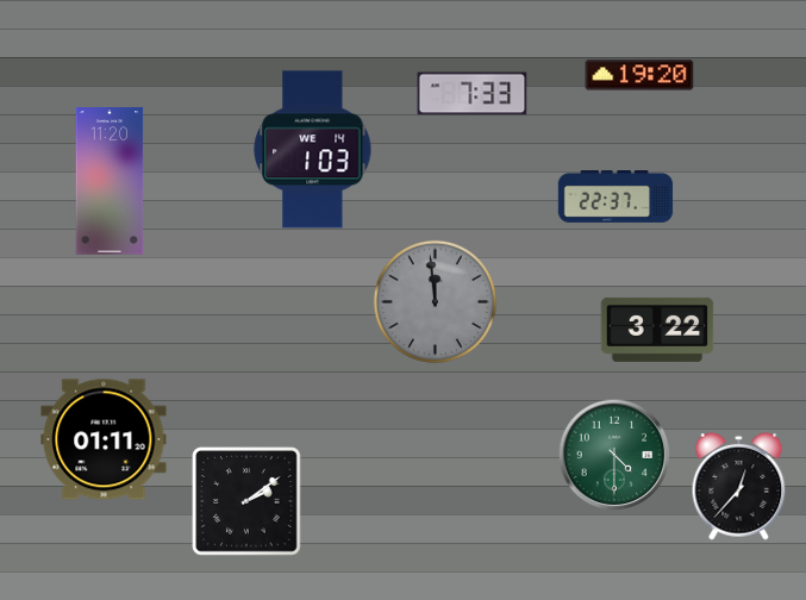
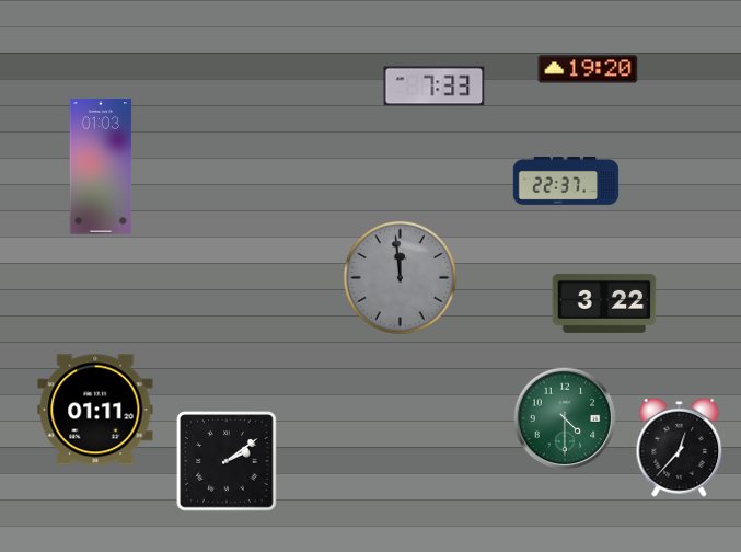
clock at (313, 150): 1:03 -> none
clock at (110, 181): 11:20 -> 01:03
clock at (104, 439) position: (104, 439) -> (95, 410)
